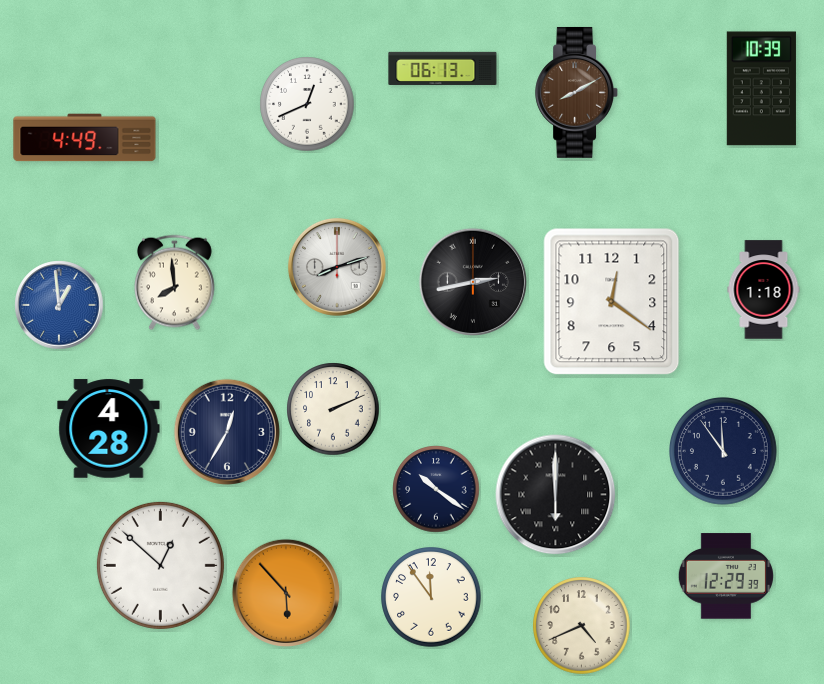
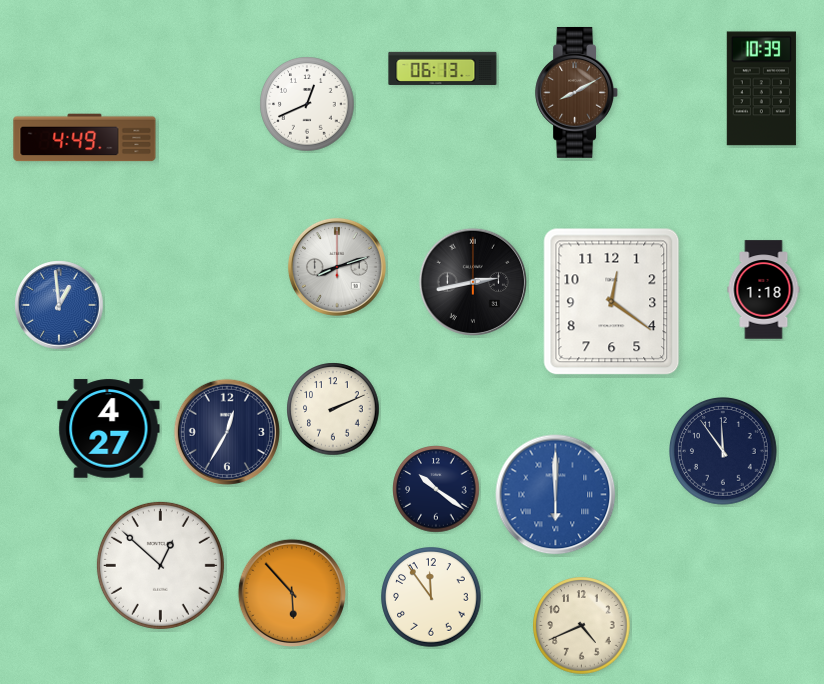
clock at (174, 283): 7:59 -> none
clock at (109, 429): 4:28 -> 4:27
clock at (556, 495) dial: black -> blue
clock at (726, 576): 12:29 -> none
clock at (286, 593) position: (286, 593) -> (292, 593)
